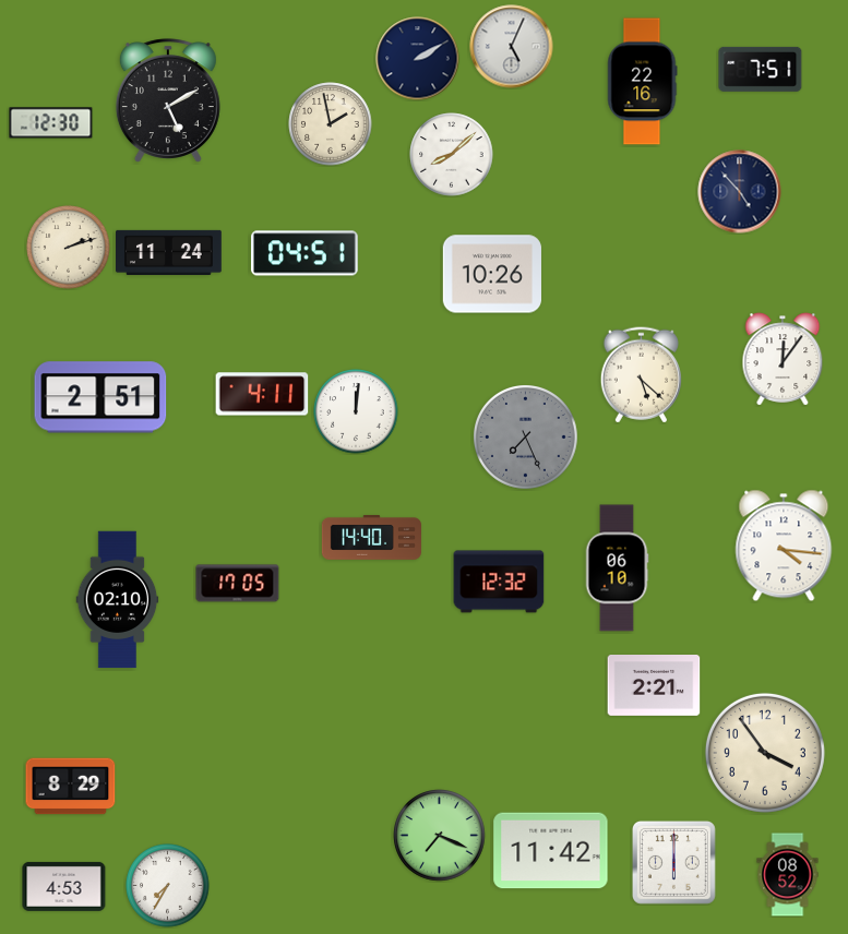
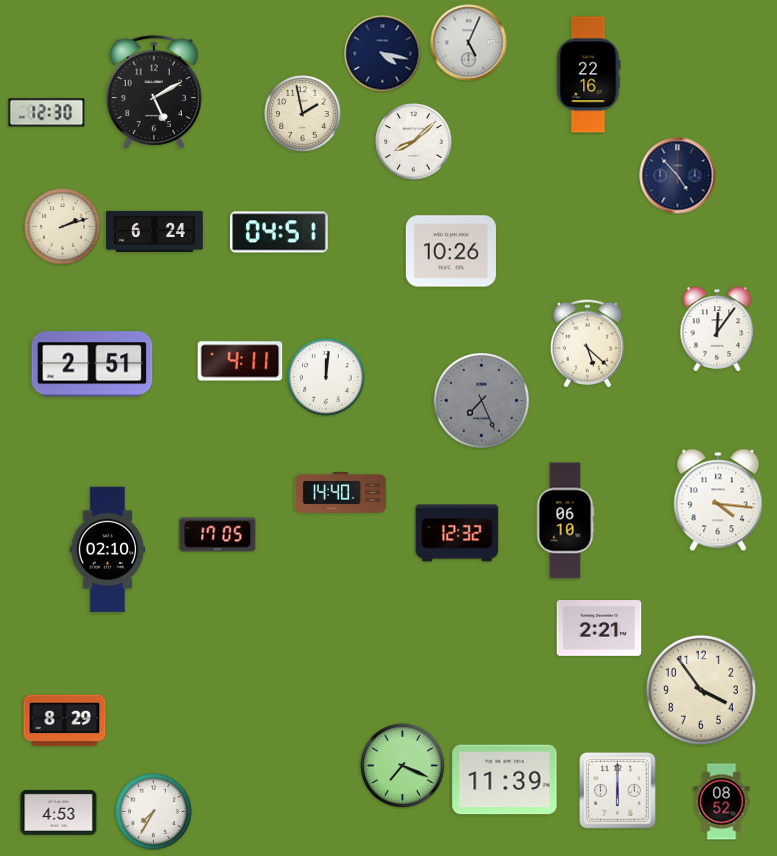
clock at (418, 59): 2:10 -> 4:17
clock at (761, 69): 7:51 -> none
clock at (169, 252): 11:24 -> 6:24
clock at (551, 851): 11:42 -> 11:39
